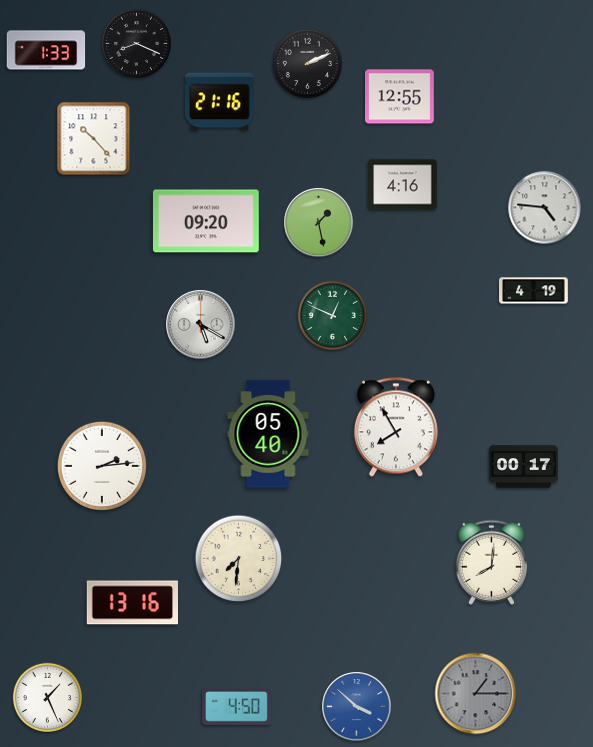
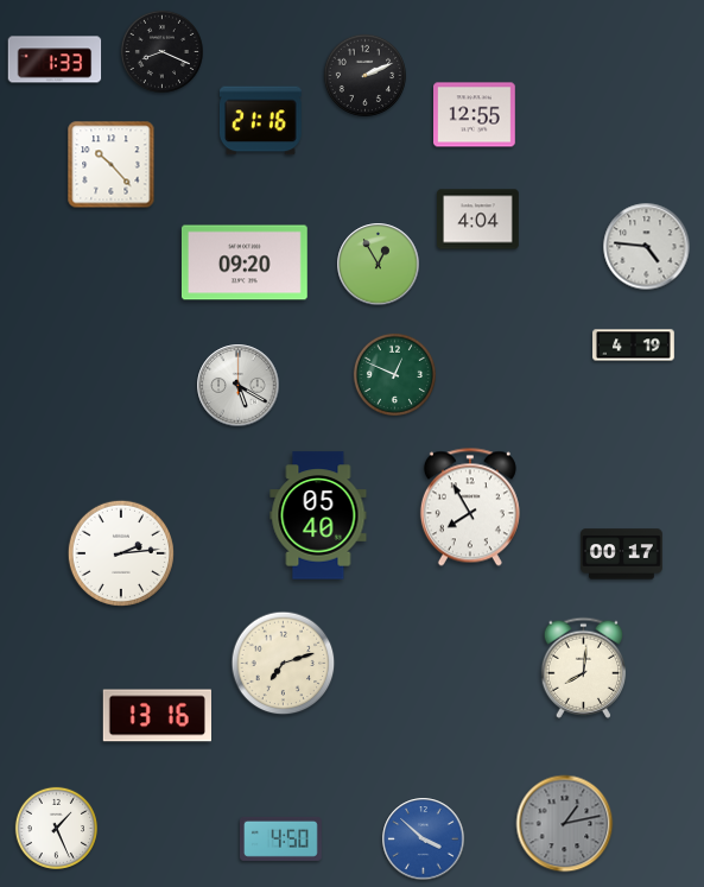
clock at (403, 185): 4:16 -> 4:04
clock at (319, 223): 1:28 -> 12:55
clock at (239, 559): 7:31 -> 7:12
clock at (476, 694): 1:15 -> 1:13
